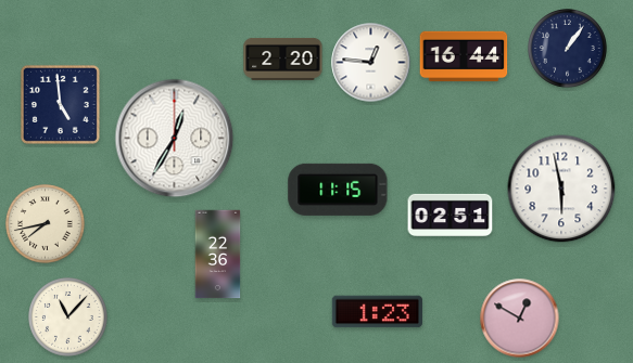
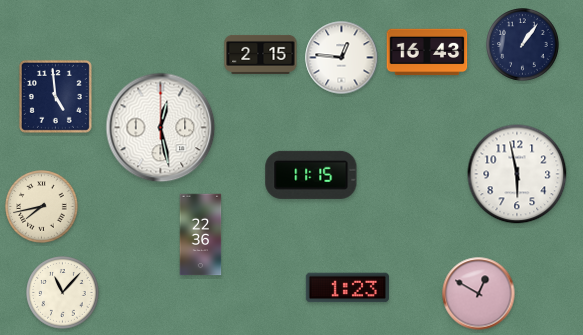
clock at (464, 56): 16:44 -> 16:43
clock at (283, 59): 2:20 -> 2:15
clock at (175, 139): 12:35 -> 12:28
clock at (451, 215): 02:51 -> none
